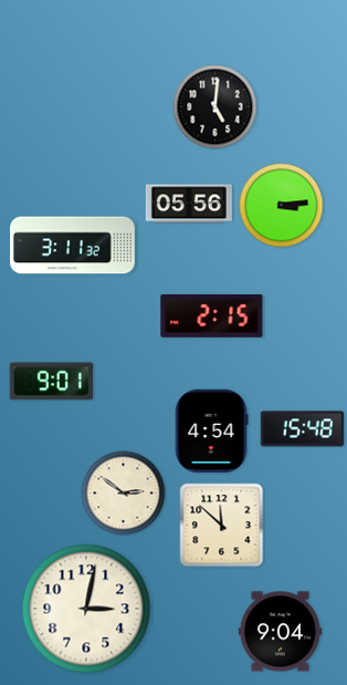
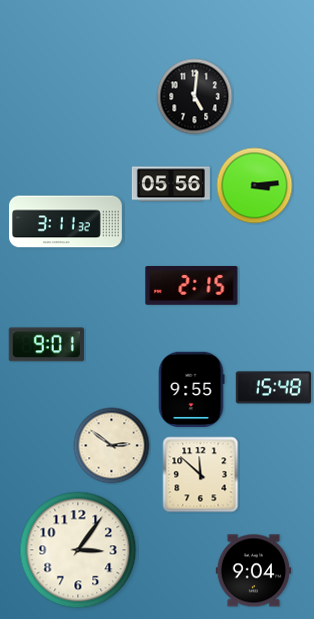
clock at (211, 432): 4:54 -> 9:55
clock at (86, 609): 3:02 -> 3:06
